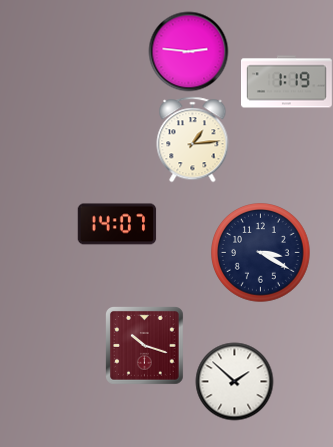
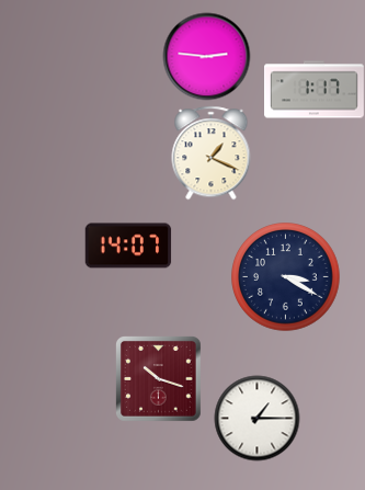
clock at (287, 82): 1:19 -> 1:17
clock at (193, 139): 1:14 -> 1:19
clock at (234, 381): 1:52 -> 1:15
